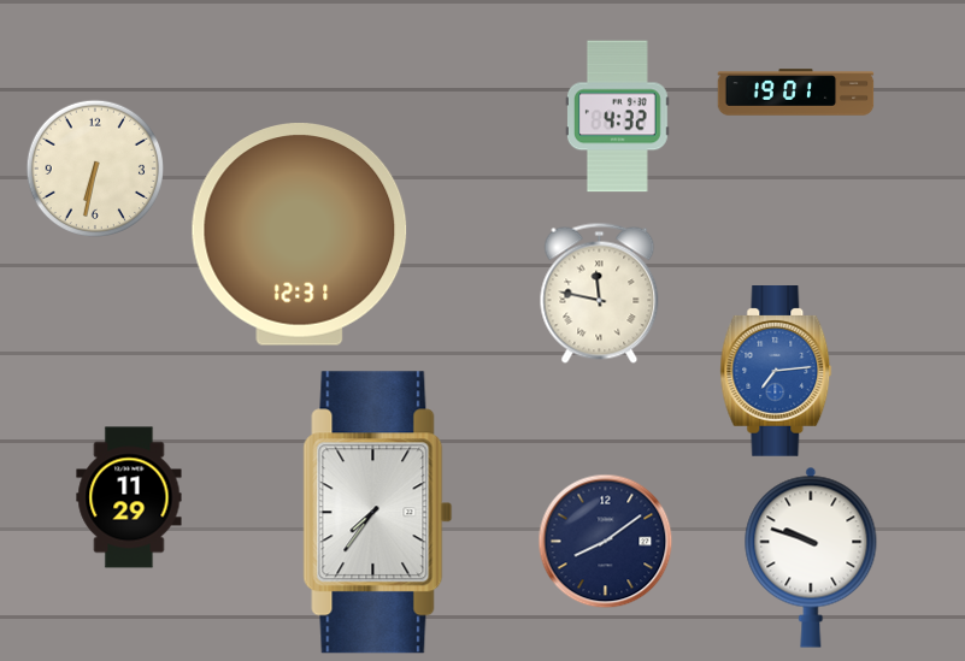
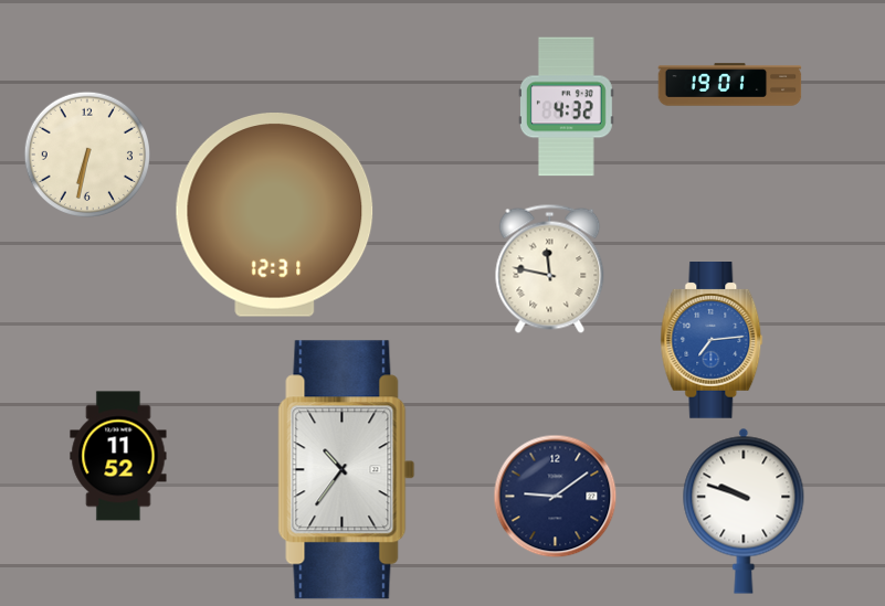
clock at (129, 497): 11:29 -> 11:52
clock at (378, 513): 7:36 -> 10:36
clock at (606, 542): 8:09 -> 9:09
